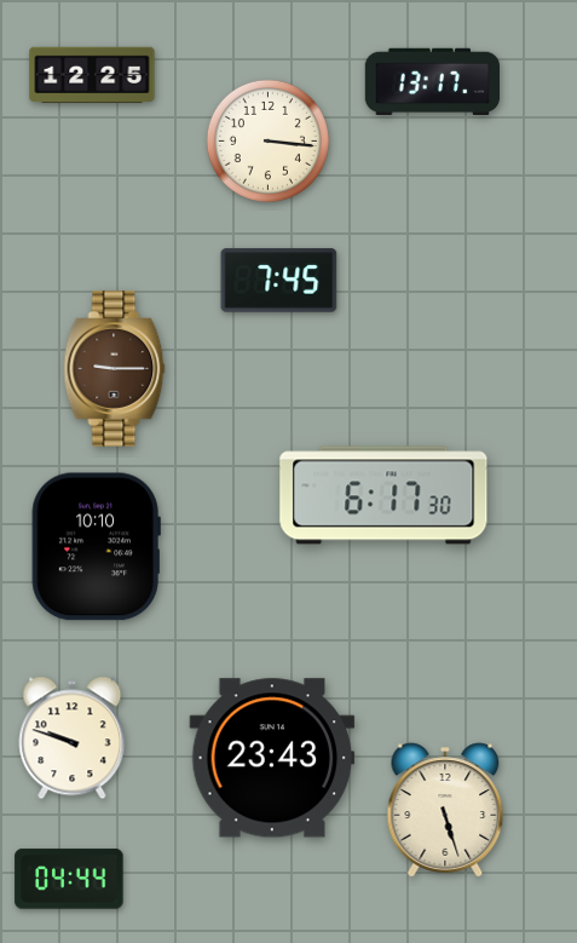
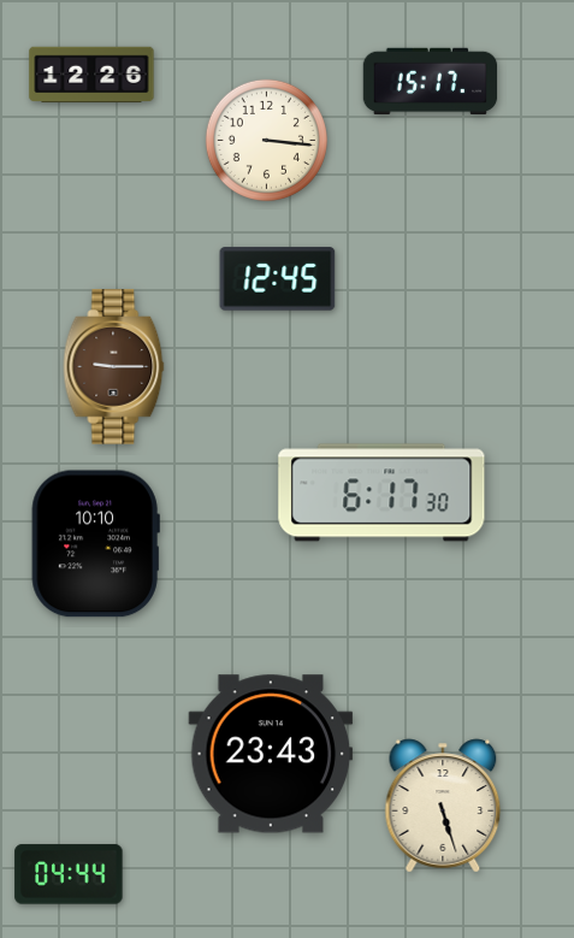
clock at (92, 75): 12:25 -> 12:26
clock at (433, 82): 13:17 -> 15:17
clock at (279, 281): 7:45 -> 12:45
clock at (73, 738): 9:48 -> none
